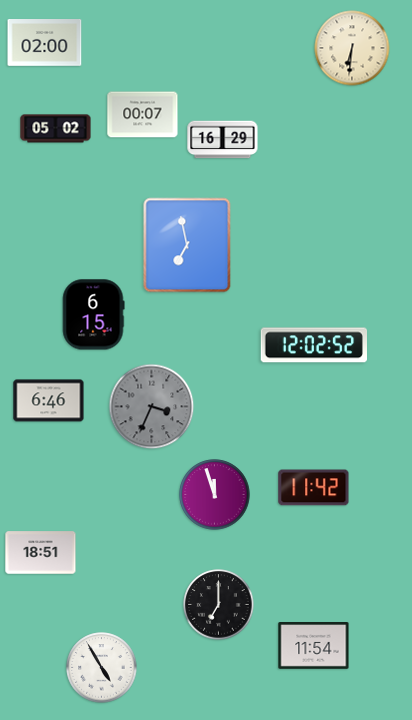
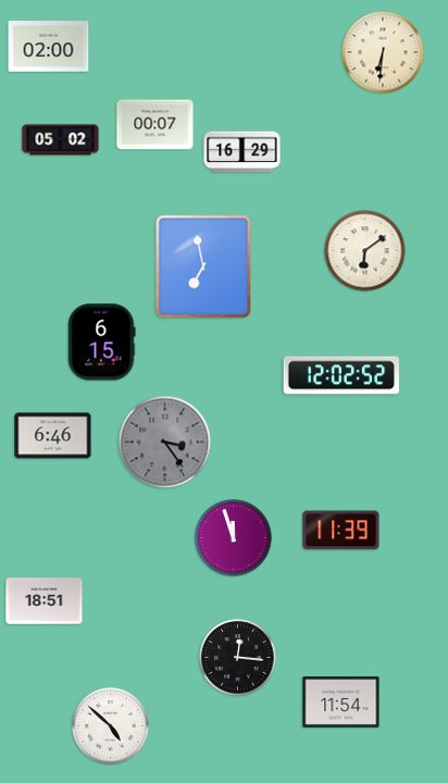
clock at (365, 251): none -> 6:09
clock at (152, 407): 3:34 -> 3:24
clock at (314, 488): 11:42 -> 11:39
clock at (219, 605): 7:00 -> 12:16
clock at (102, 668): 4:55 -> 4:52
